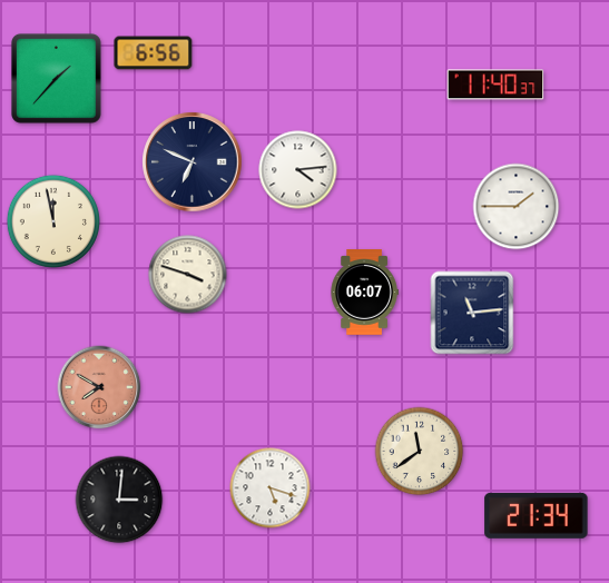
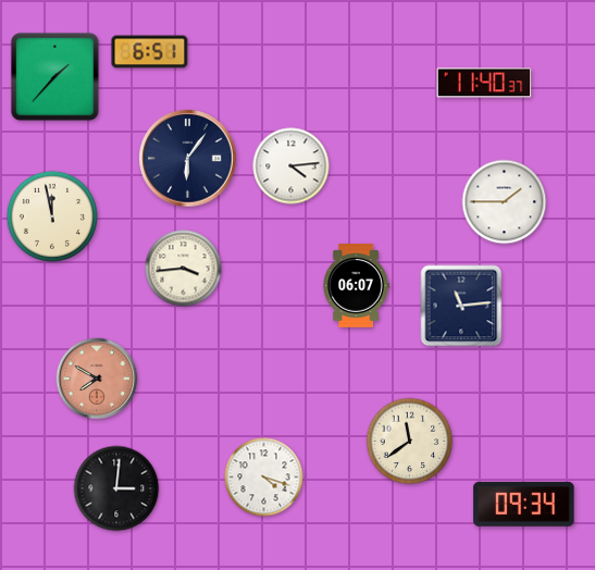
clock at (154, 53): 6:56 -> 6:51
clock at (193, 162): 6:49 -> 6:06
clock at (188, 275): 3:48 -> 3:44
clock at (271, 488): 5:18 -> 4:18
clock at (537, 515): 21:34 -> 09:34
